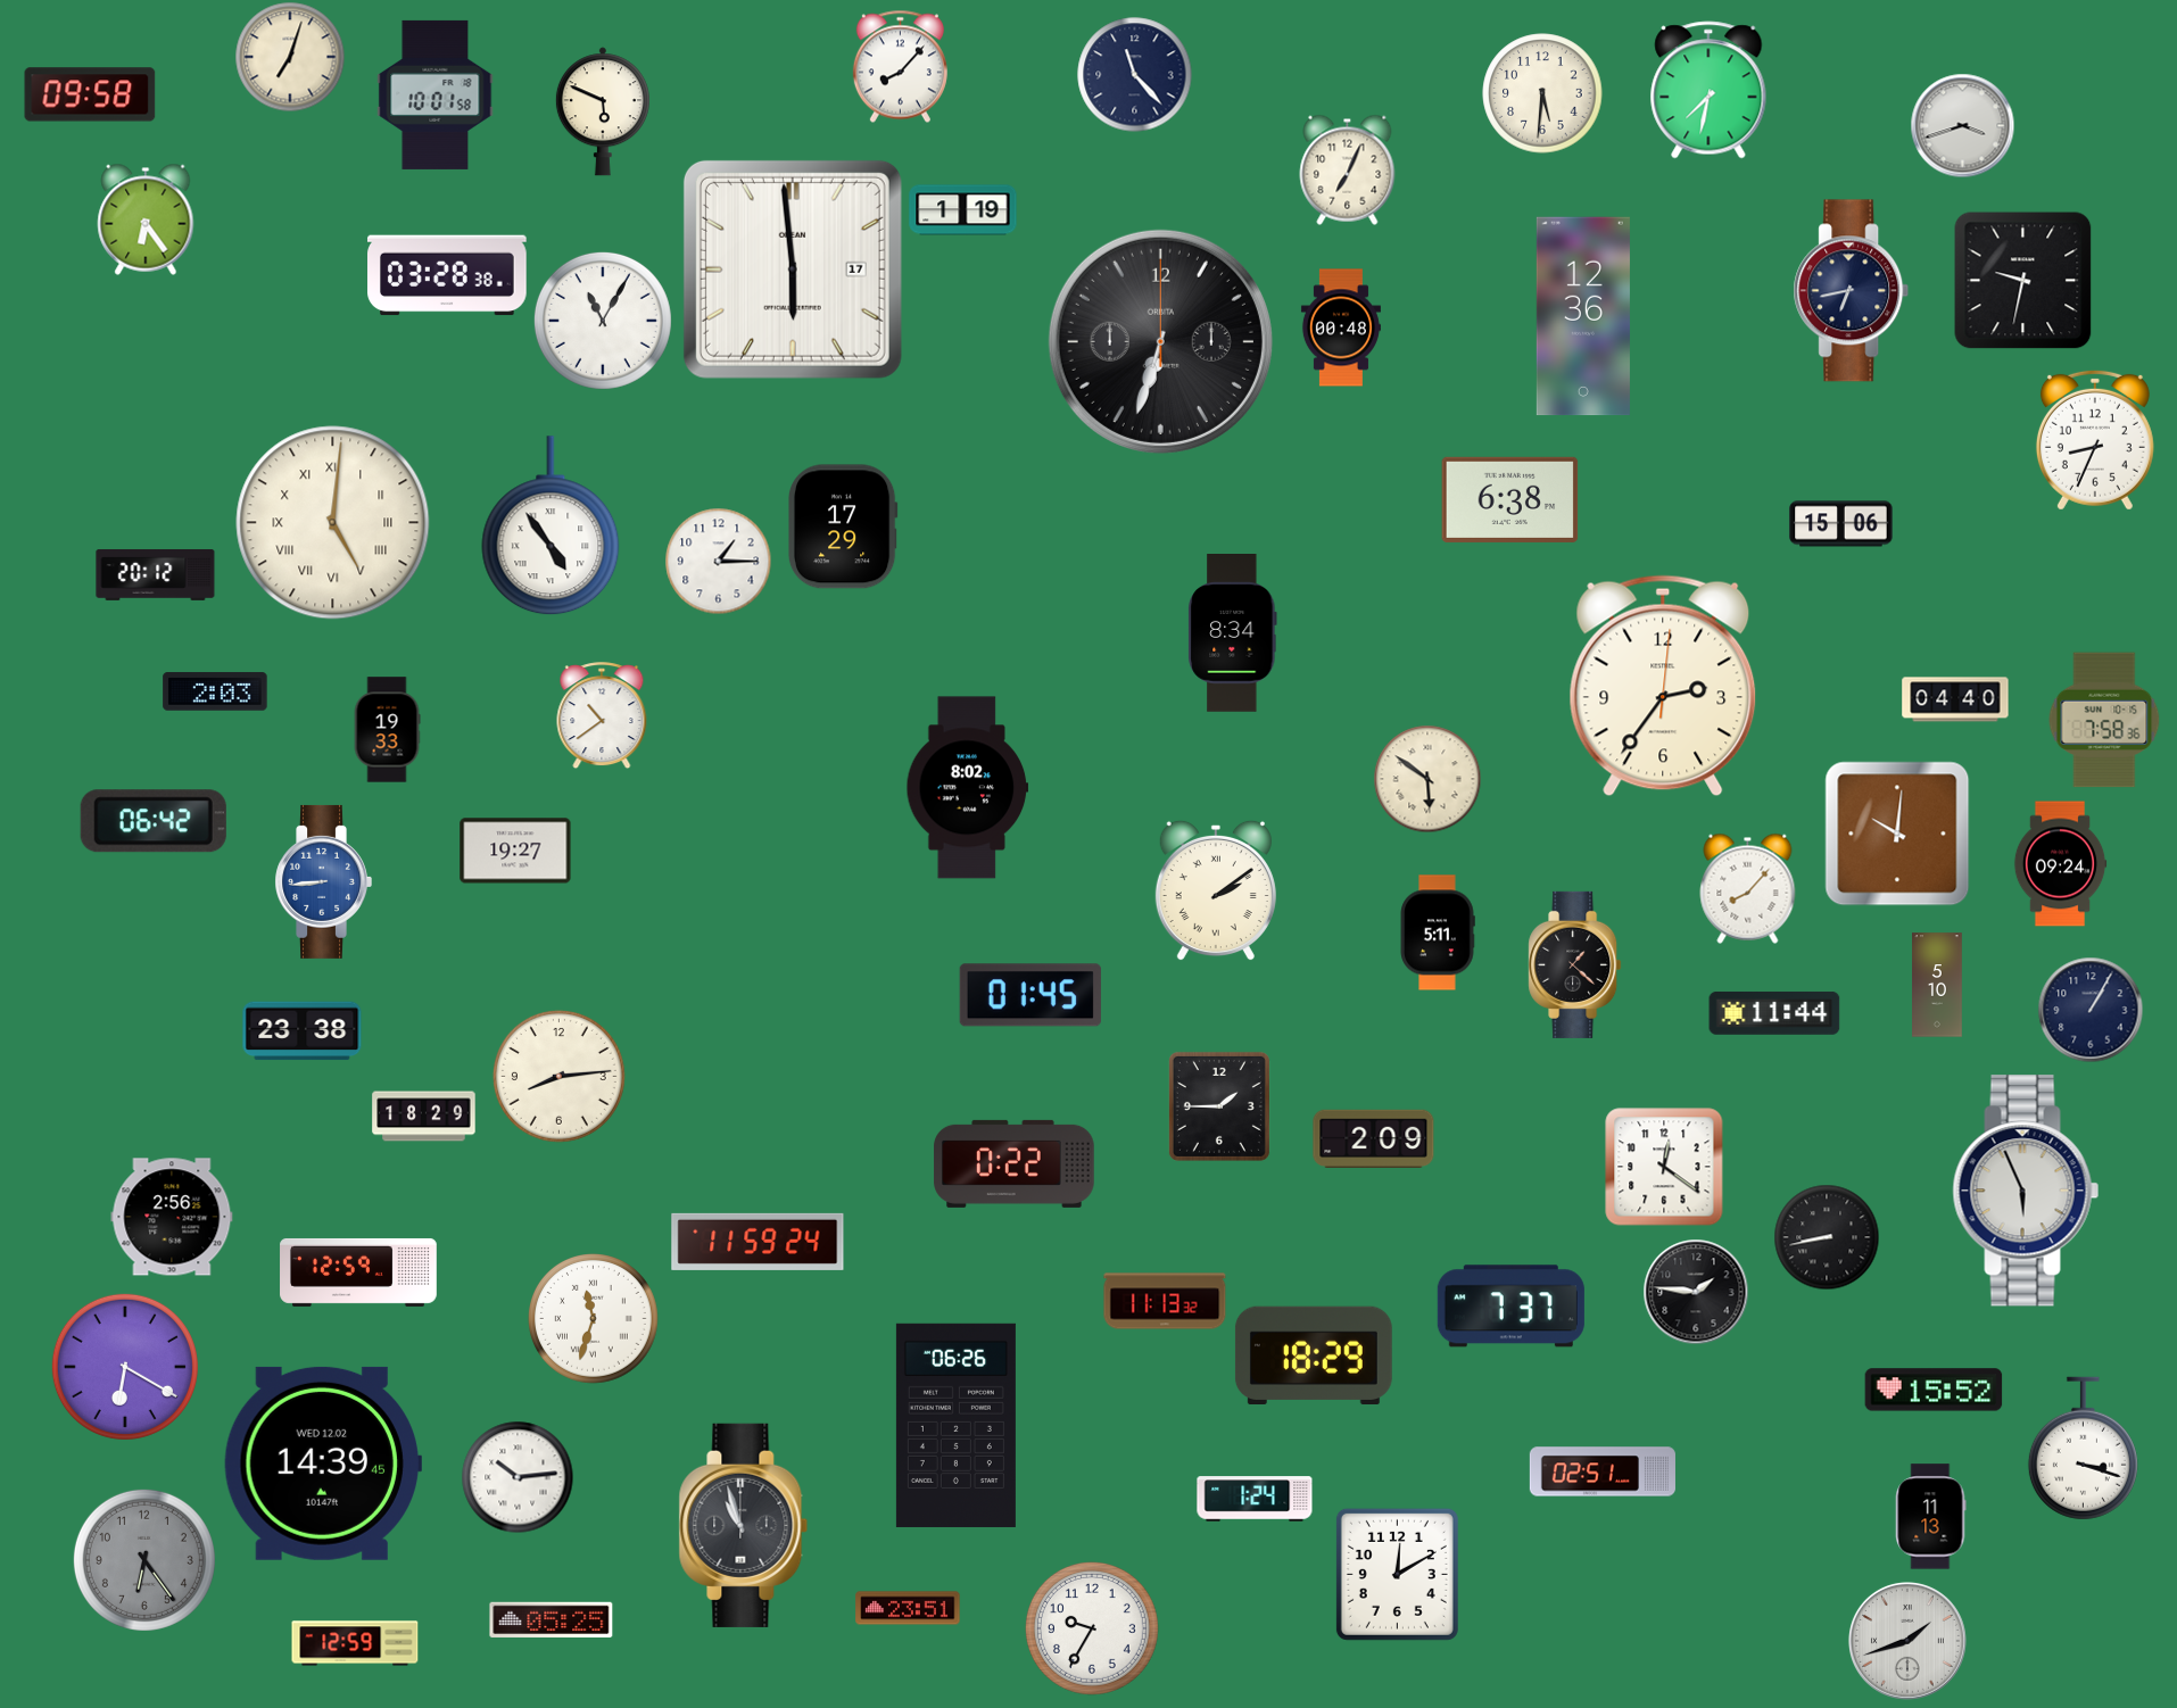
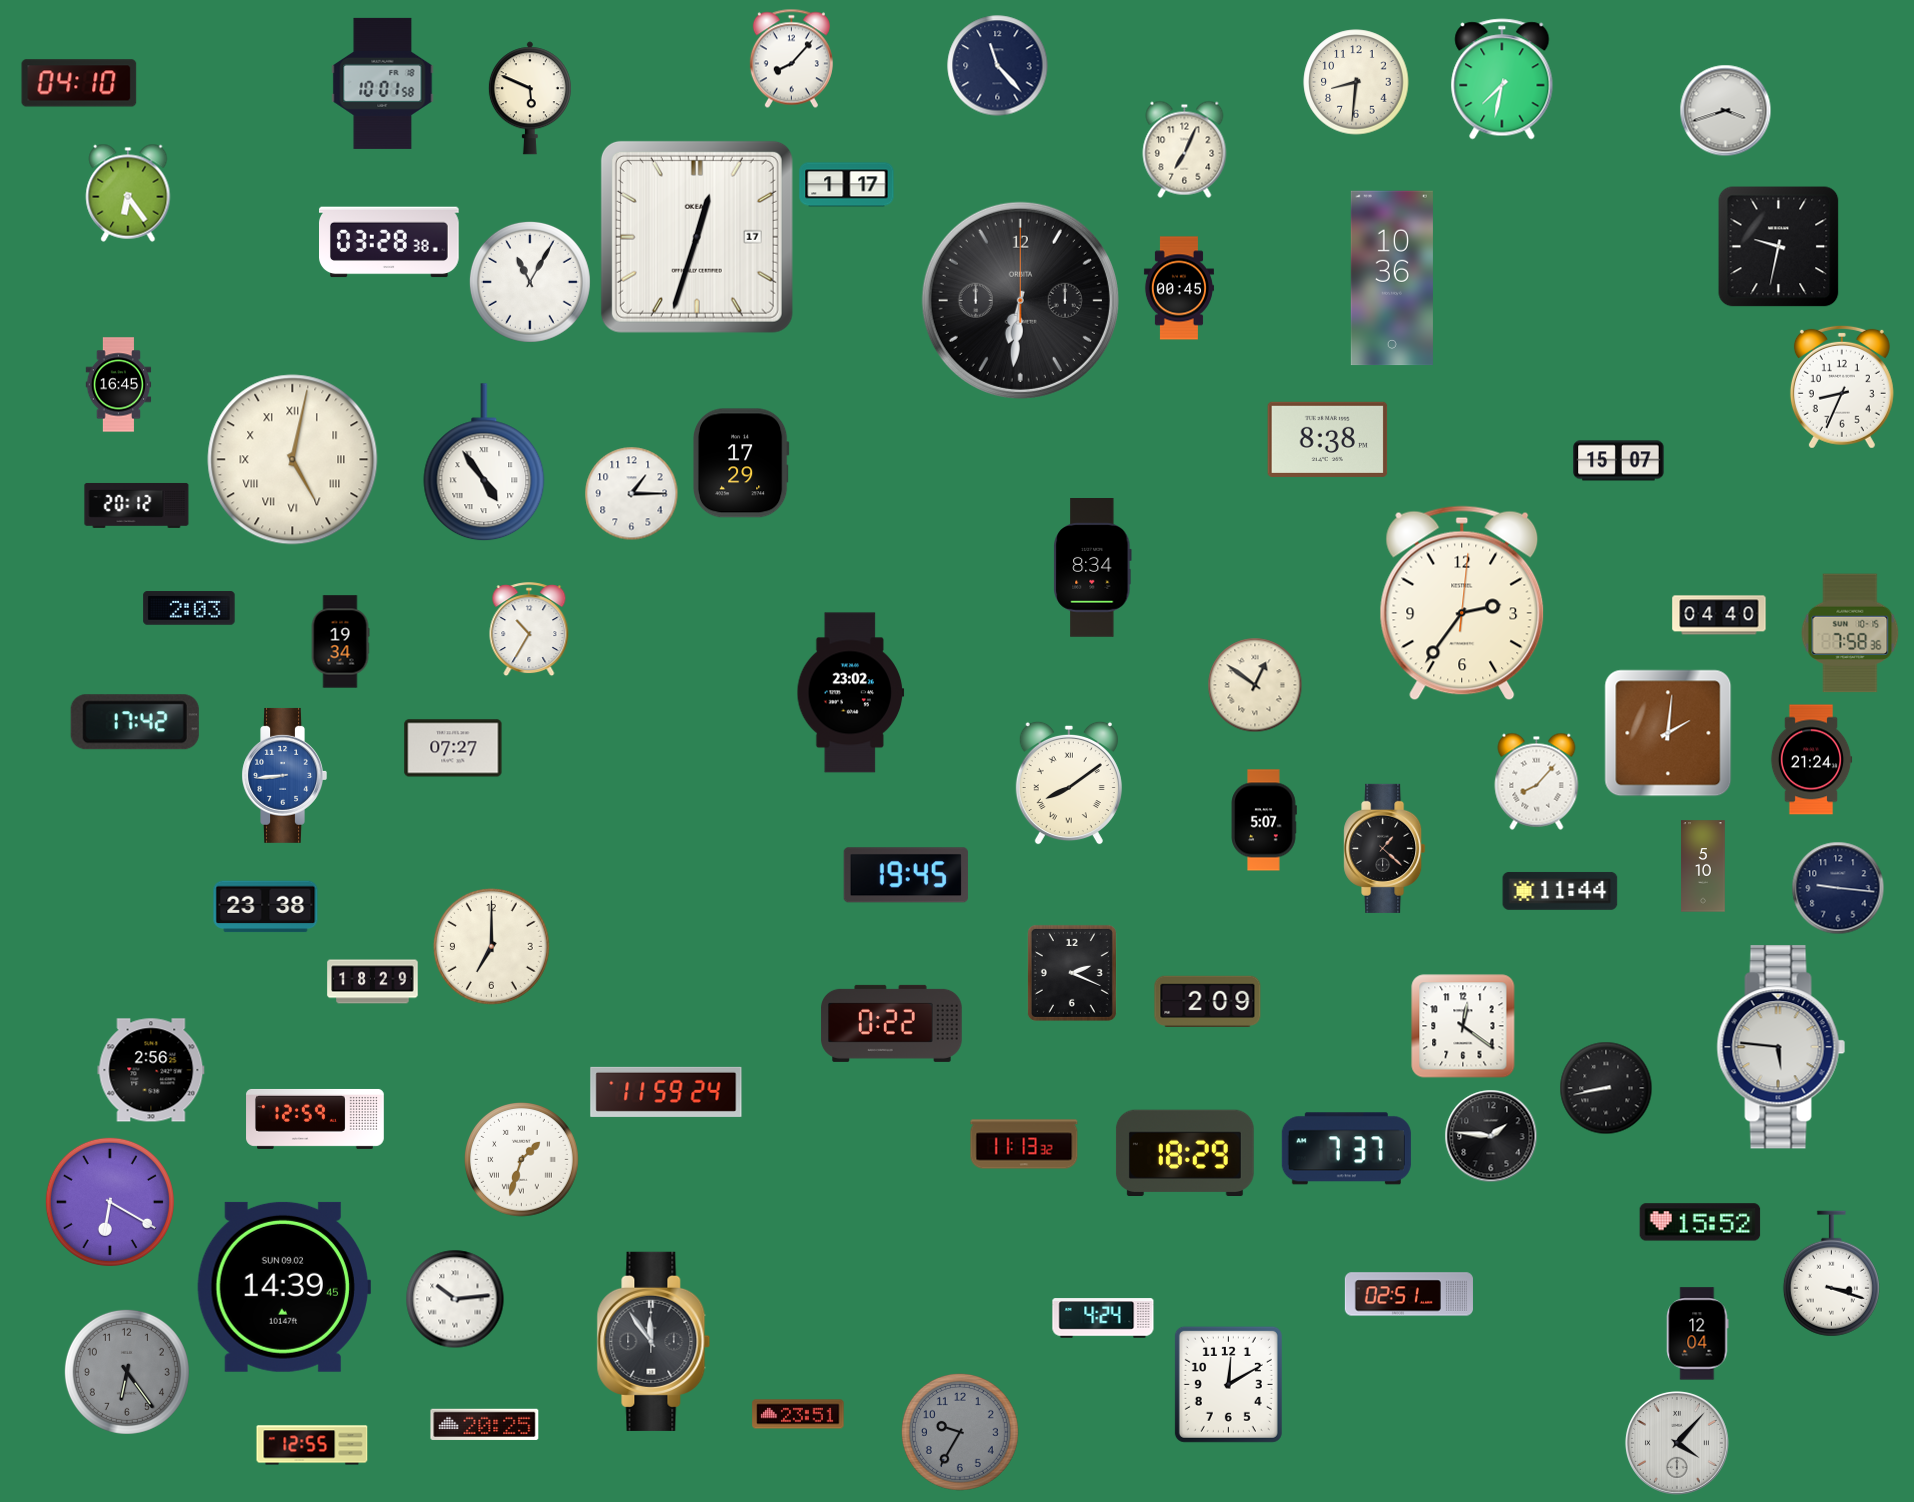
clock at (290, 57): 7:03 -> none
clock at (1542, 93): 5:31 -> 8:31
clock at (90, 94): 09:58 -> 04:10
clock at (963, 210): 1:19 -> 1:17
clock at (793, 270): 5:59 -> 12:33
clock at (448, 275) position: (448, 275) -> (390, 242)
clock at (1852, 291): 6:43 -> none
clock at (1583, 316): 12:36 -> 10:36
clock at (1341, 327): 00:48 -> 00:45
clock at (1160, 341): 6:33 -> 6:31
clock at (119, 385): none -> 16:45
clock at (1510, 499): 6:38 -> 8:38
clock at (333, 523): 5:01 -> 5:02
clock at (1841, 524): 15:06 -> 15:07
clock at (1233, 633) position: (1233, 633) -> (1093, 568)
clock at (602, 715): 10:39 -> 10:35
clock at (387, 730): 19:33 -> 19:34
clock at (1427, 779): 5:51 -> 12:51
clock at (968, 788): 8:02 -> 23:02
clock at (154, 821): 06:42 -> 17:42
clock at (1897, 834): 10:01 -> 2:01
clock at (515, 851): 19:27 -> 07:27
clock at (2060, 864): 09:24 -> 21:24
clock at (1216, 890): 2:09 -> 8:09
clock at (1438, 932): 5:11 -> 5:07
clock at (1030, 995): 01:45 -> 19:45
clock at (2091, 1010): 1:05 -> 9:16
clock at (558, 1076): 8:14 -> 7:00
clock at (1219, 1106): 1:45 -> 2:19
clock at (2026, 1191): 5:56 -> 5:46
clock at (1510, 1307) position: (1510, 1307) -> (1346, 1149)
clock at (594, 1319): 11:33 -> 1:33
clock at (1314, 1354) position: (1314, 1354) -> (1185, 1152)
clock at (955, 1425): 06:26 -> none
clock at (323, 1464) date: WED 12.02 -> SUN 09.02
clock at (1255, 1499): 1:24 -> 4:24
clock at (1931, 1517): 11:13 -> 12:04
clock at (744, 1525): 10:57 -> 11:54
clock at (552, 1619): 05:25 -> 20:25
clock at (1092, 1628) dial: white -> grey
clock at (1907, 1641): 1:42 -> 4:07
clock at (355, 1643): 12:59 -> 12:55
